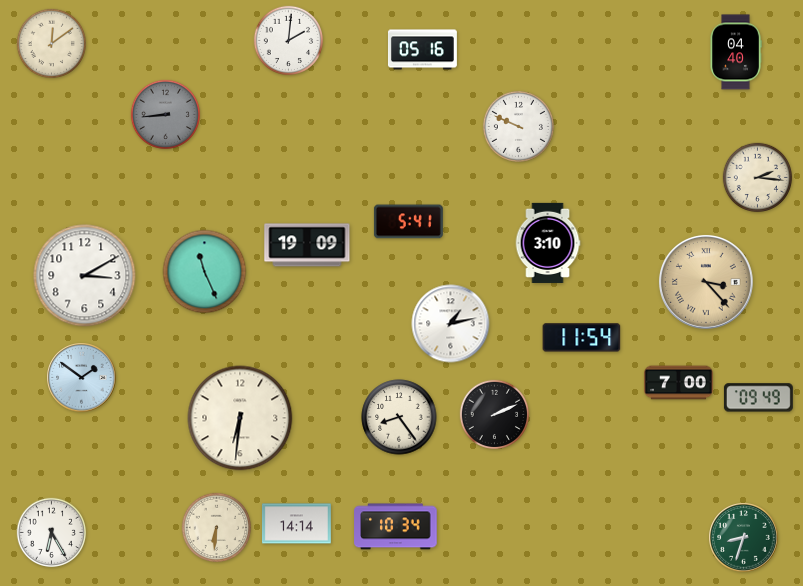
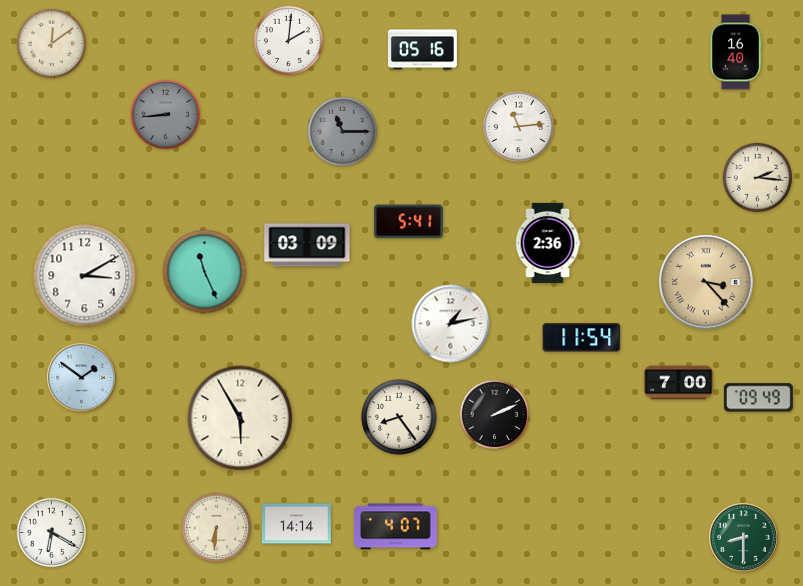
clock at (736, 52): 04:40 -> 16:40
clock at (518, 126): 9:49 -> 11:14
clock at (343, 132): none -> 11:15
clock at (548, 243): 3:10 -> 2:36
clock at (307, 245): 19:09 -> 03:09
clock at (240, 418): 6:31 -> 5:55
clock at (396, 527): 10:34 -> 4:07
clock at (52, 533): 6:25 -> 6:20
clock at (744, 538): 8:33 -> 8:30
